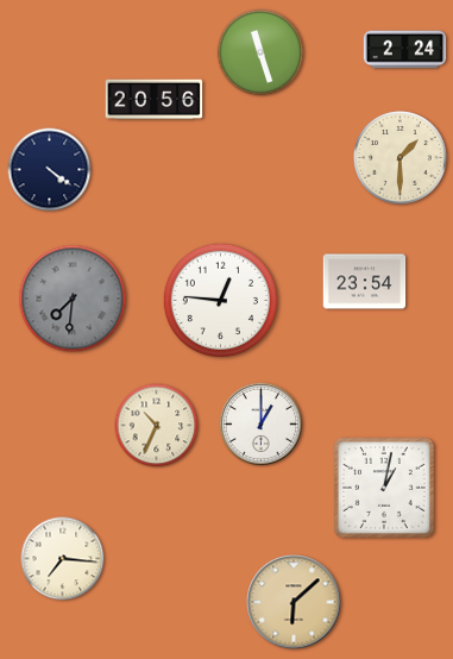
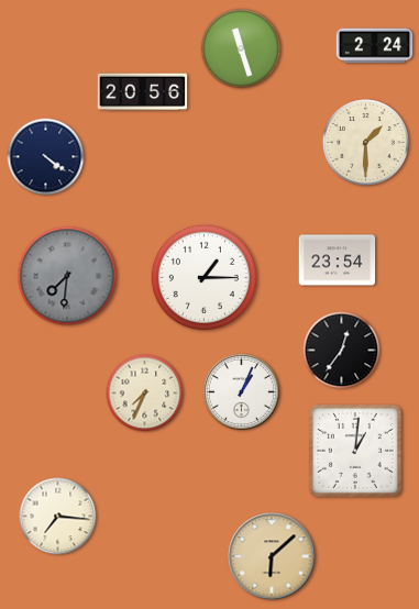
clock at (401, 158) position: (401, 158) -> (366, 143)
clock at (220, 300): 12:46 -> 1:15
clock at (342, 351): none -> 12:36
clock at (260, 423): 1:00 -> 1:04
clock at (157, 426): 10:34 -> 7:34
clock at (384, 488): 1:02 -> 1:01
